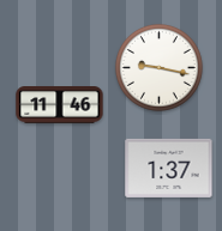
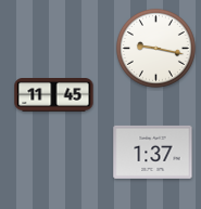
clock at (158, 67) position: (158, 67) -> (155, 48)
clock at (60, 105): 11:46 -> 11:45
